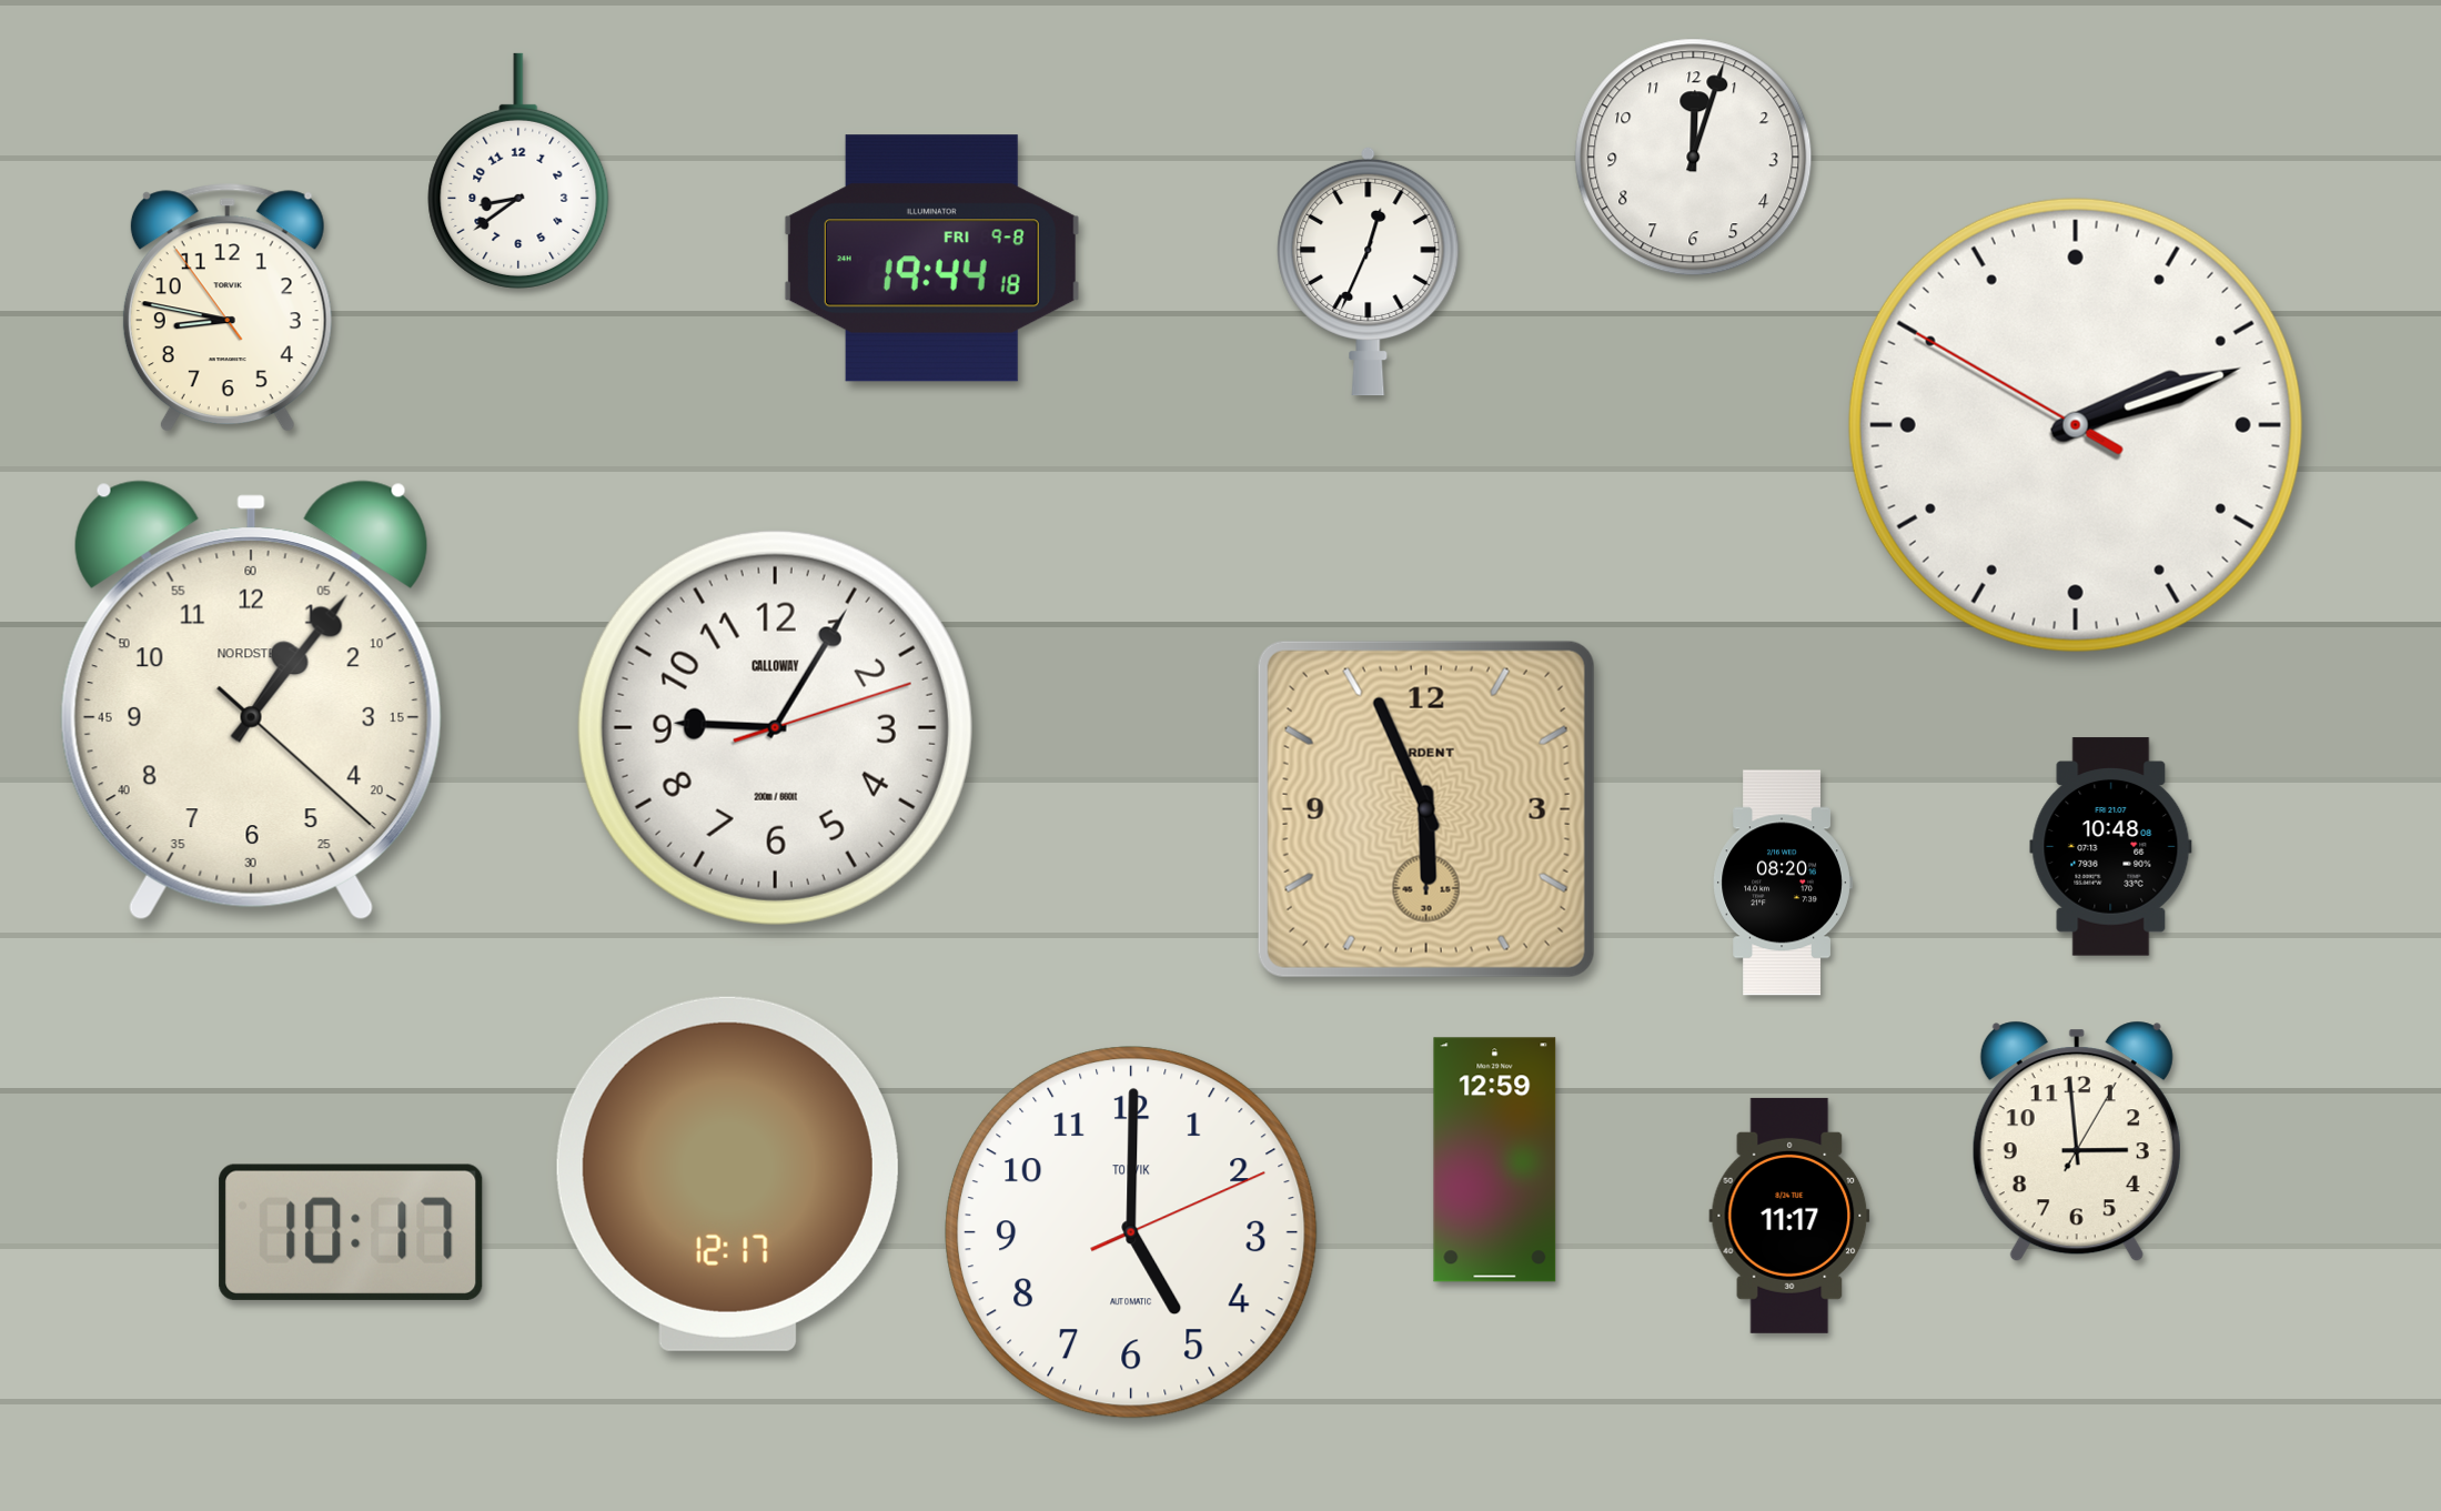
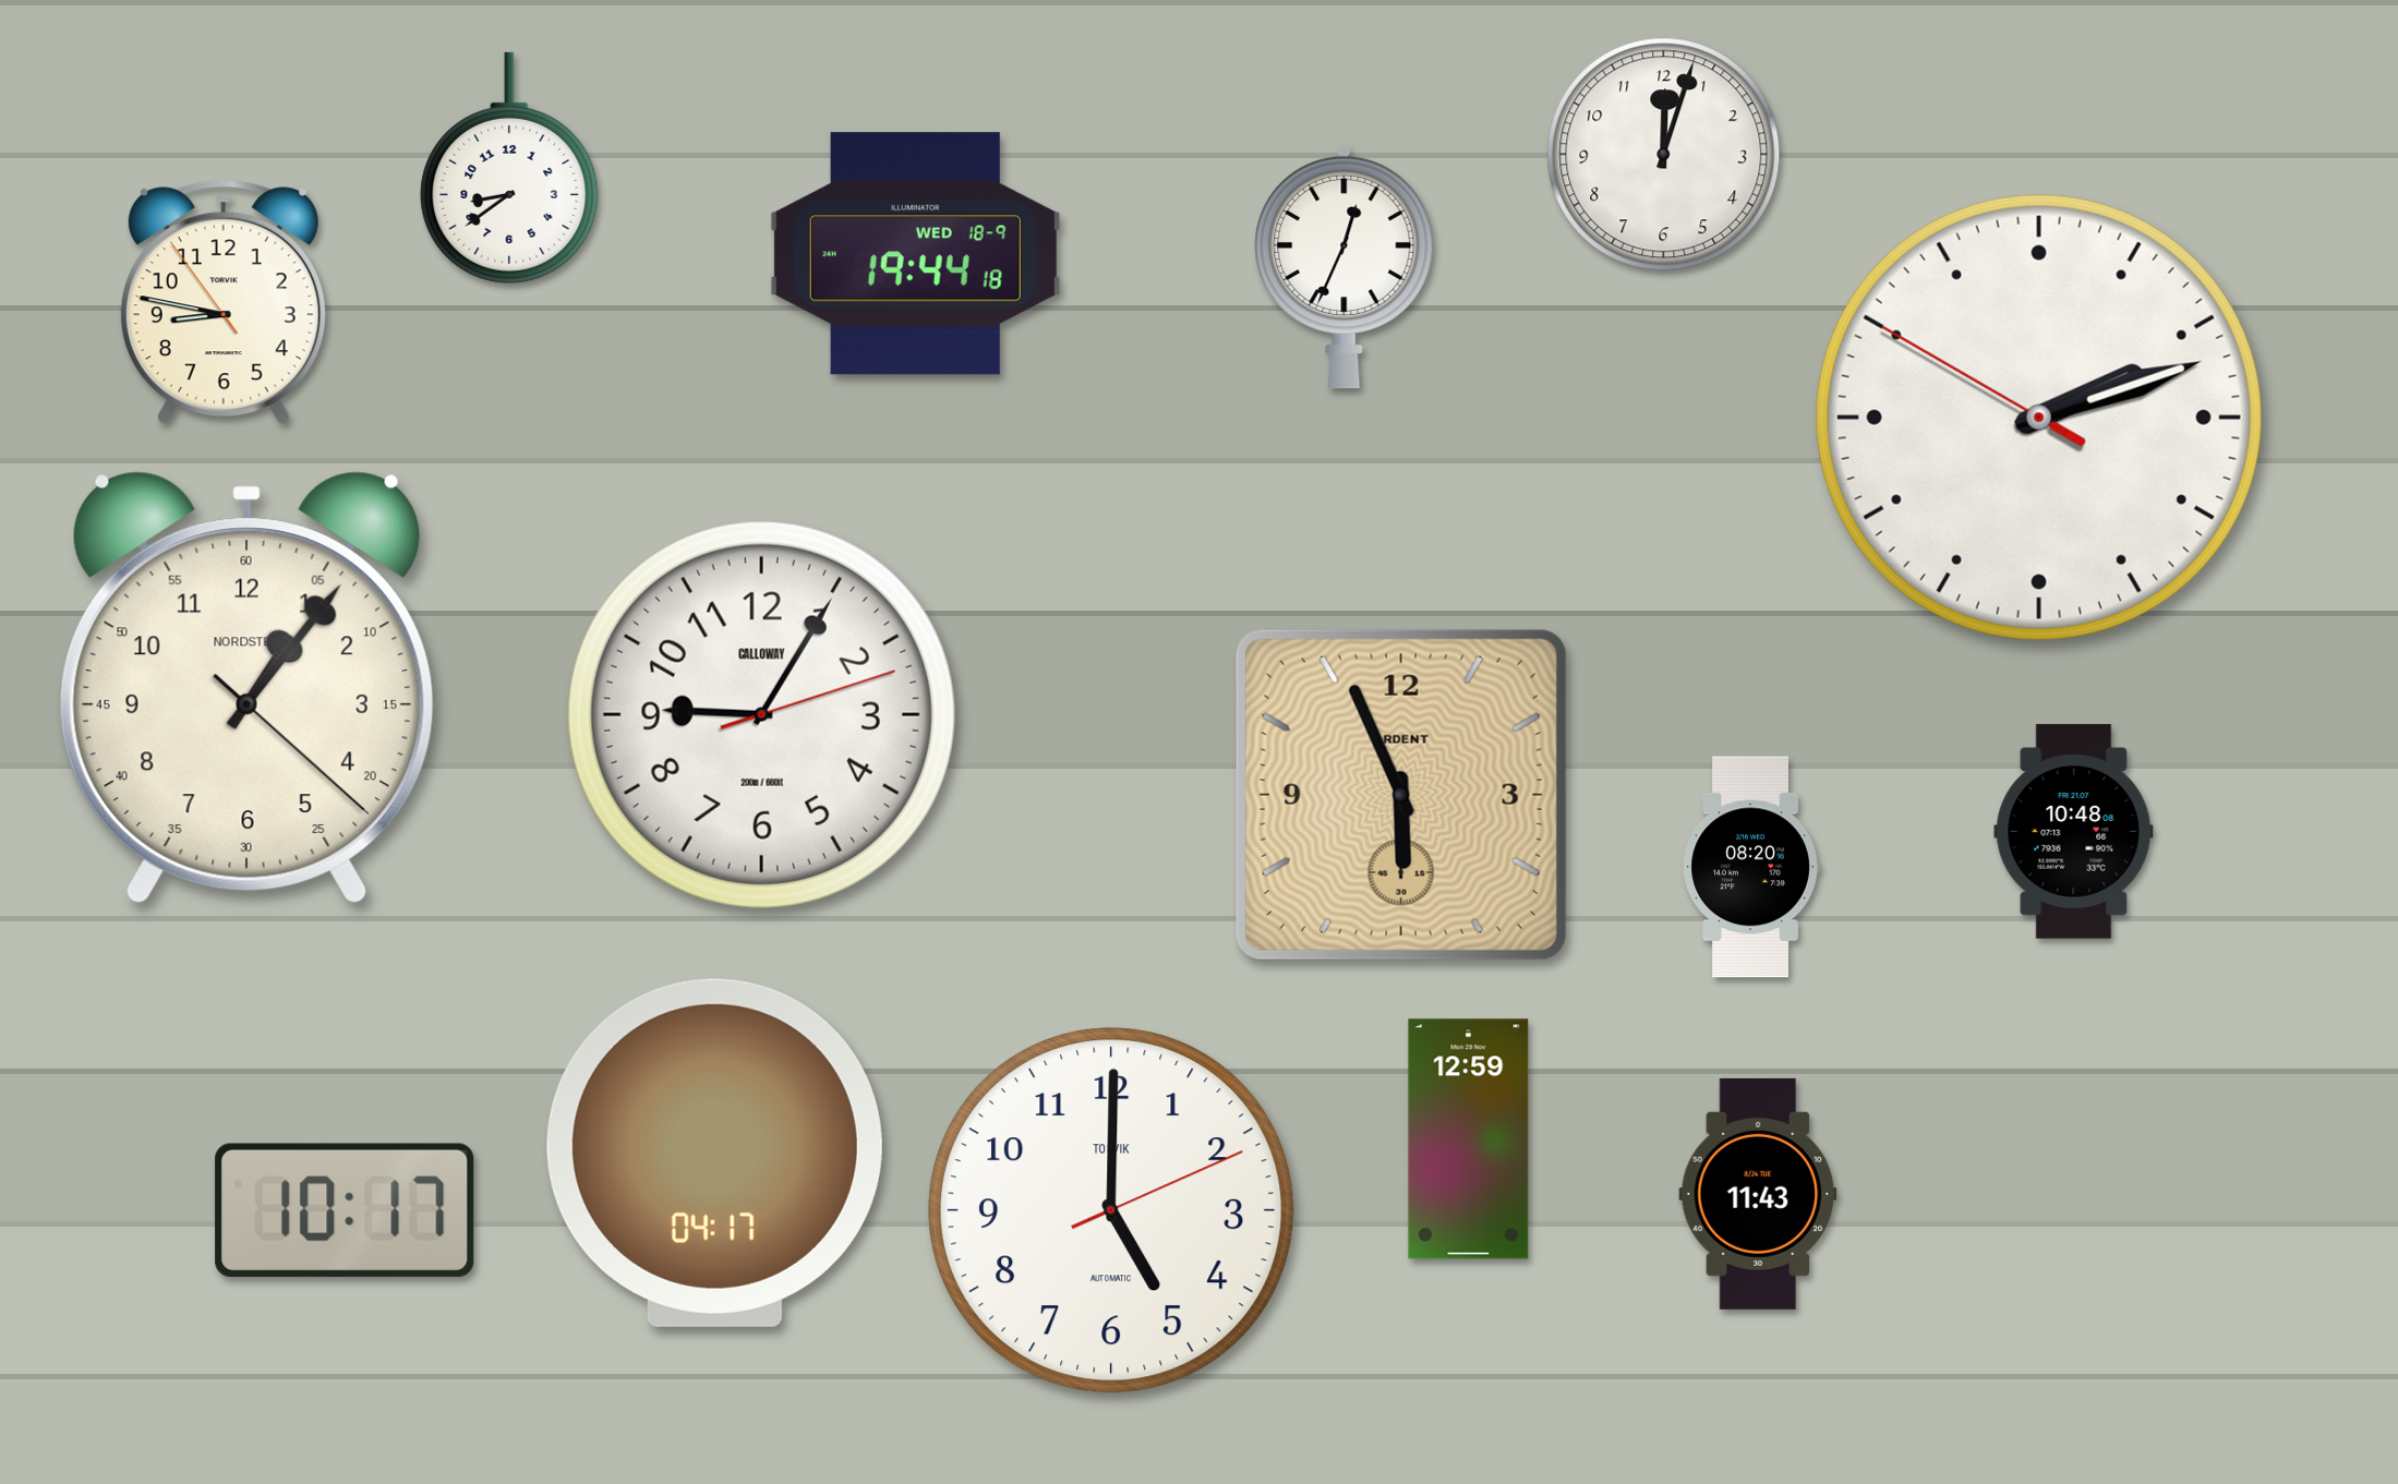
clock at (931, 259) date: FRI 9-8 -> WED 18-9
clock at (2077, 1141): 2:59 -> none
clock at (727, 1173): 12:17 -> 04:17
clock at (1789, 1216): 11:17 -> 11:43
